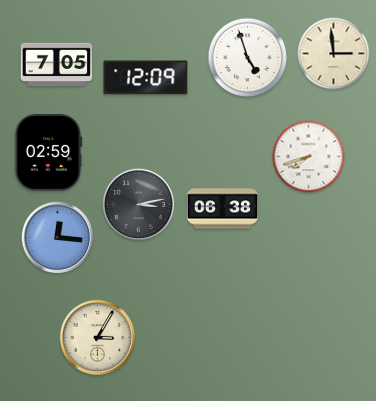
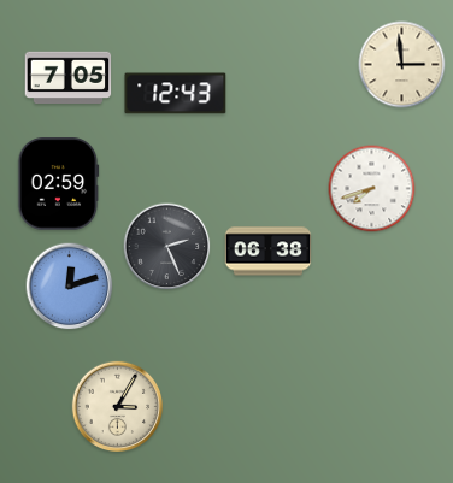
clock at (248, 58): 4:57 -> none
clock at (146, 78): 12:09 -> 12:43
clock at (139, 205): 3:13 -> 2:26
clock at (58, 238): 12:16 -> 12:12
